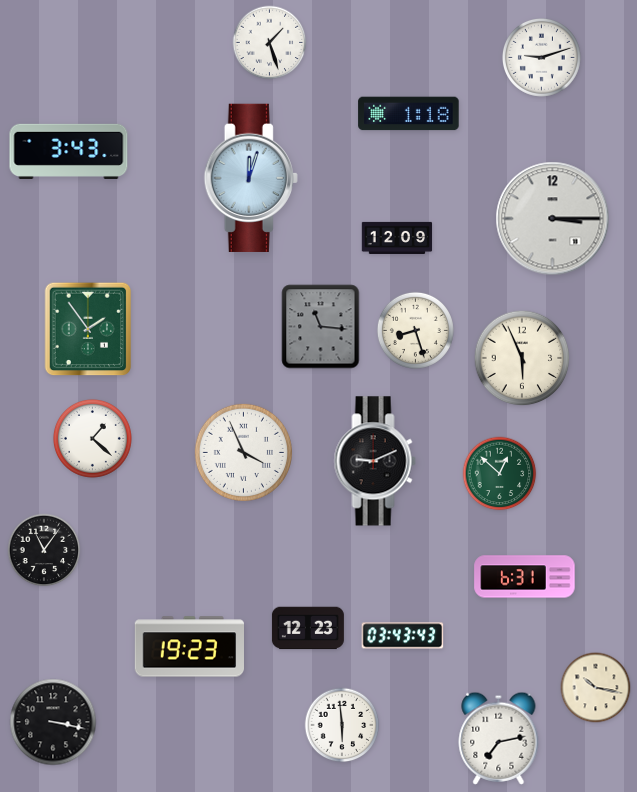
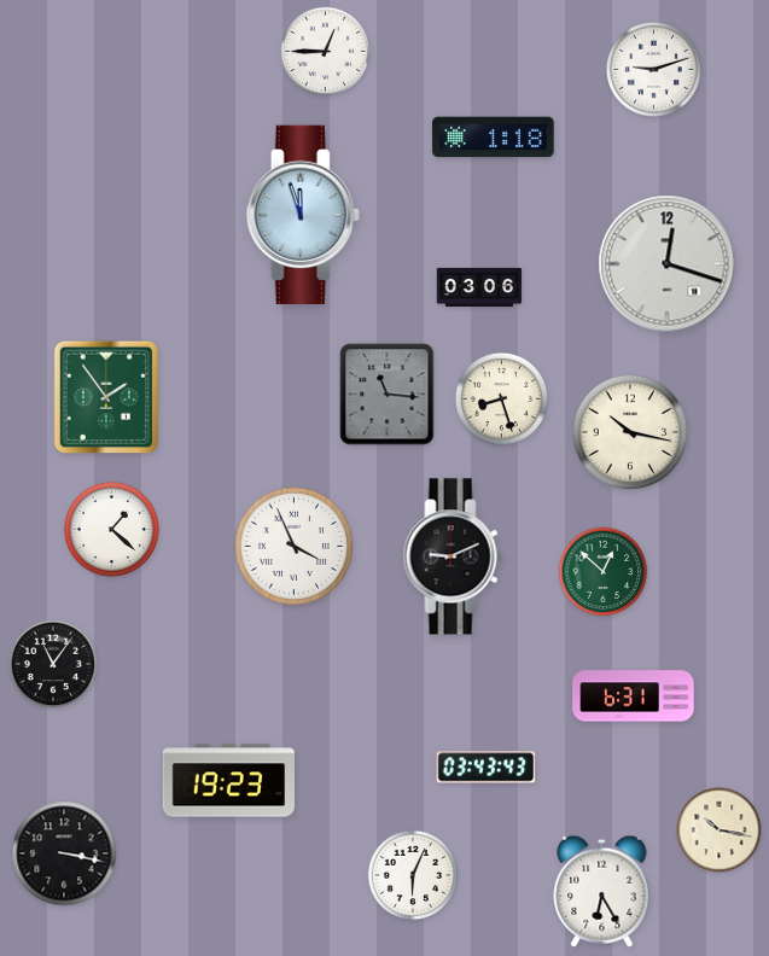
clock at (270, 43): 1:27 -> 12:45
clock at (69, 151): 3:43 -> none
clock at (251, 178): 12:03 -> 11:57
clock at (553, 219): 3:15 -> 12:18
clock at (397, 238): 12:09 -> 03:06
clock at (522, 358): 5:56 -> 10:17
clock at (308, 628): 12:23 -> none
clock at (53, 722) position: (53, 722) -> (64, 853)
clock at (342, 725): 5:59 -> 6:04
clock at (499, 738): 7:13 -> 6:25
